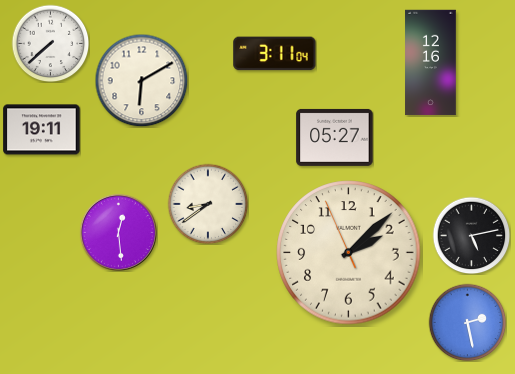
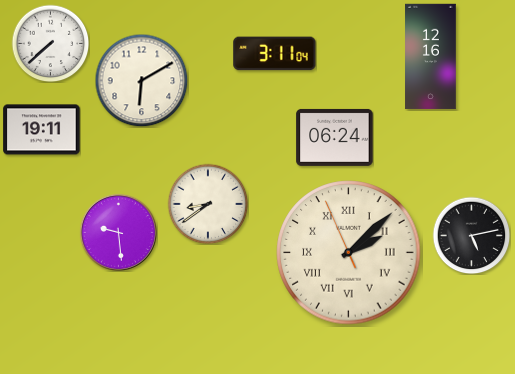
clock at (431, 63) position: (431, 63) -> (431, 57)
clock at (335, 137): 05:27 -> 06:24
clock at (118, 232): 12:29 -> 9:29
clock at (349, 253) numerals: Arabic -> Roman
clock at (467, 322): 2:28 -> none
